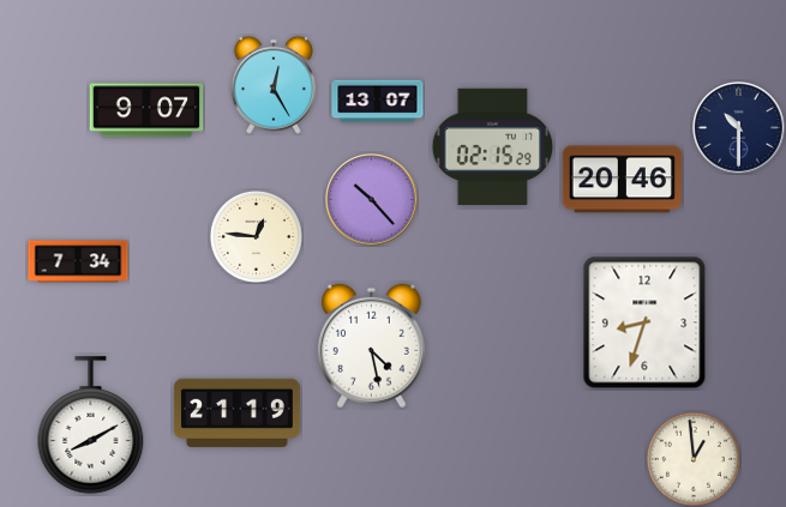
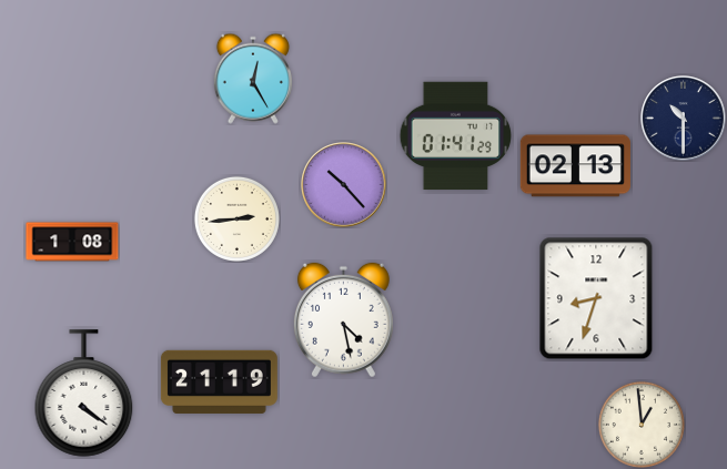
clock at (378, 102): 13:07 -> none
clock at (146, 110): 9:07 -> none
clock at (493, 147): 02:15 -> 01:41
clock at (622, 180): 20:46 -> 02:13
clock at (256, 236): 12:46 -> 2:44
clock at (78, 261): 7:34 -> 1:08
clock at (91, 425): 8:10 -> 4:21
